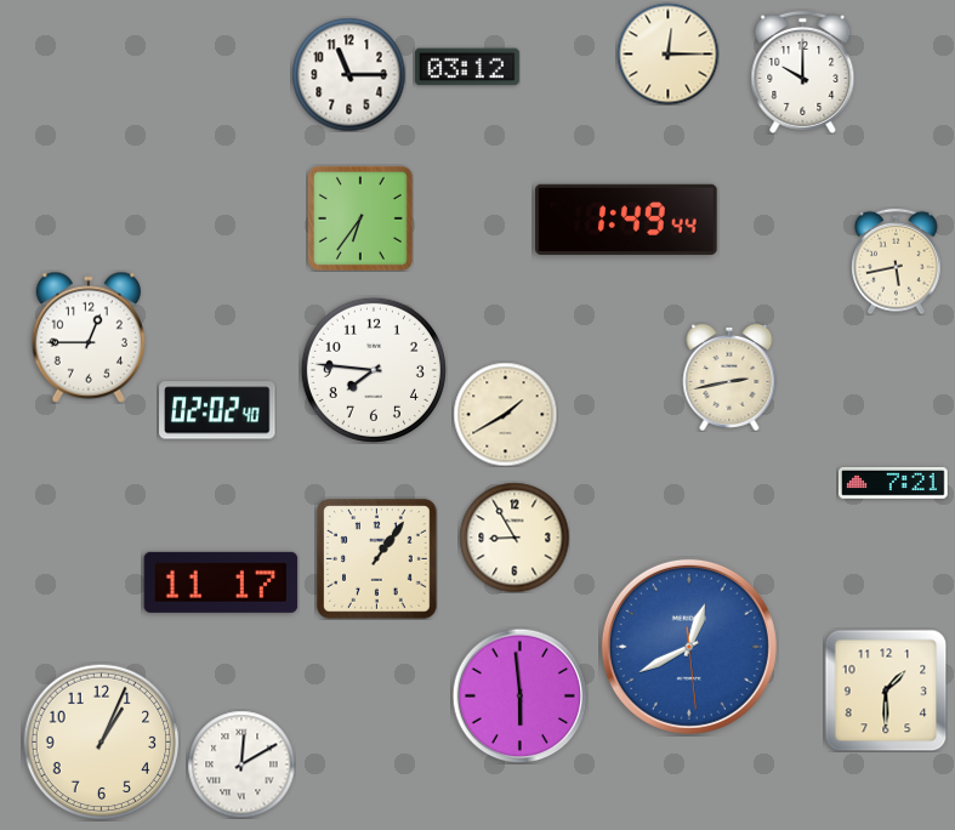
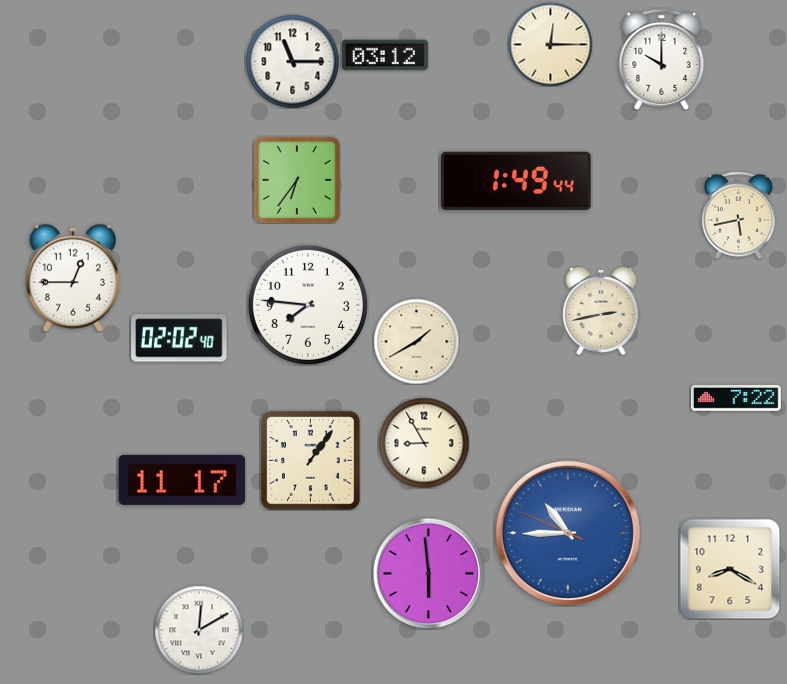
clock at (348, 74) position: (348, 74) -> (292, 61)
clock at (894, 483): 7:21 -> 7:22
clock at (689, 647): 12:40 -> 10:44
clock at (886, 690): 1:30 -> 8:20
clock at (101, 741): 1:04 -> none
